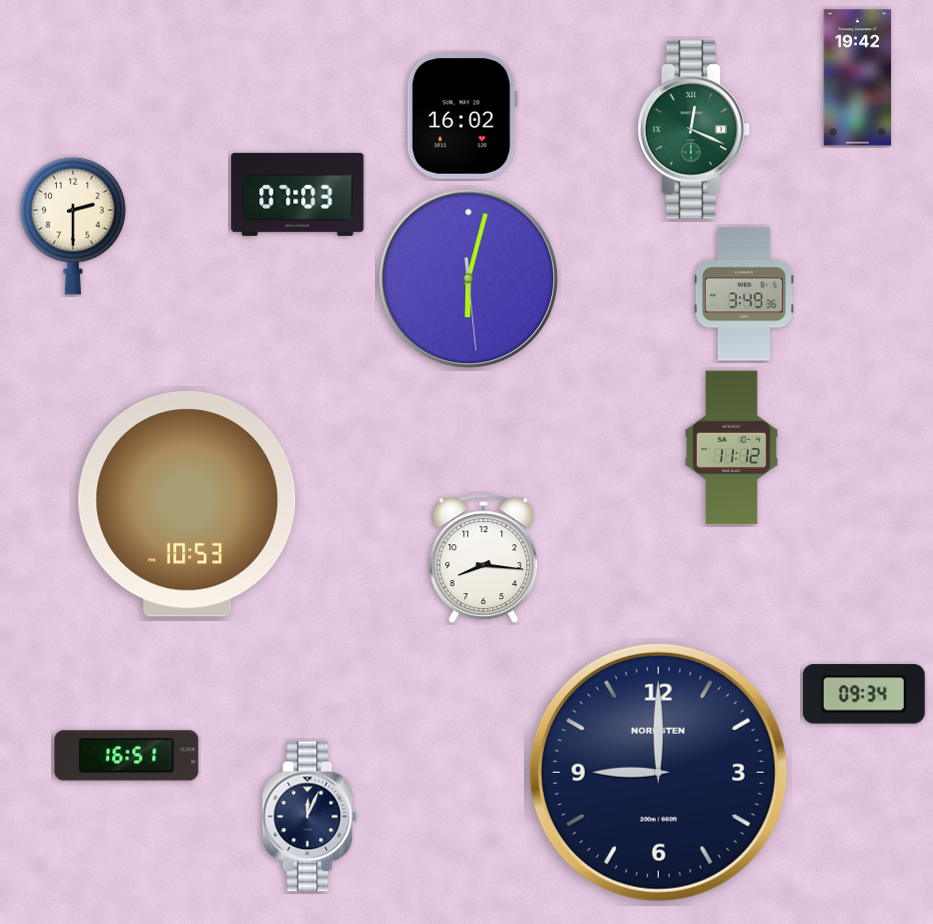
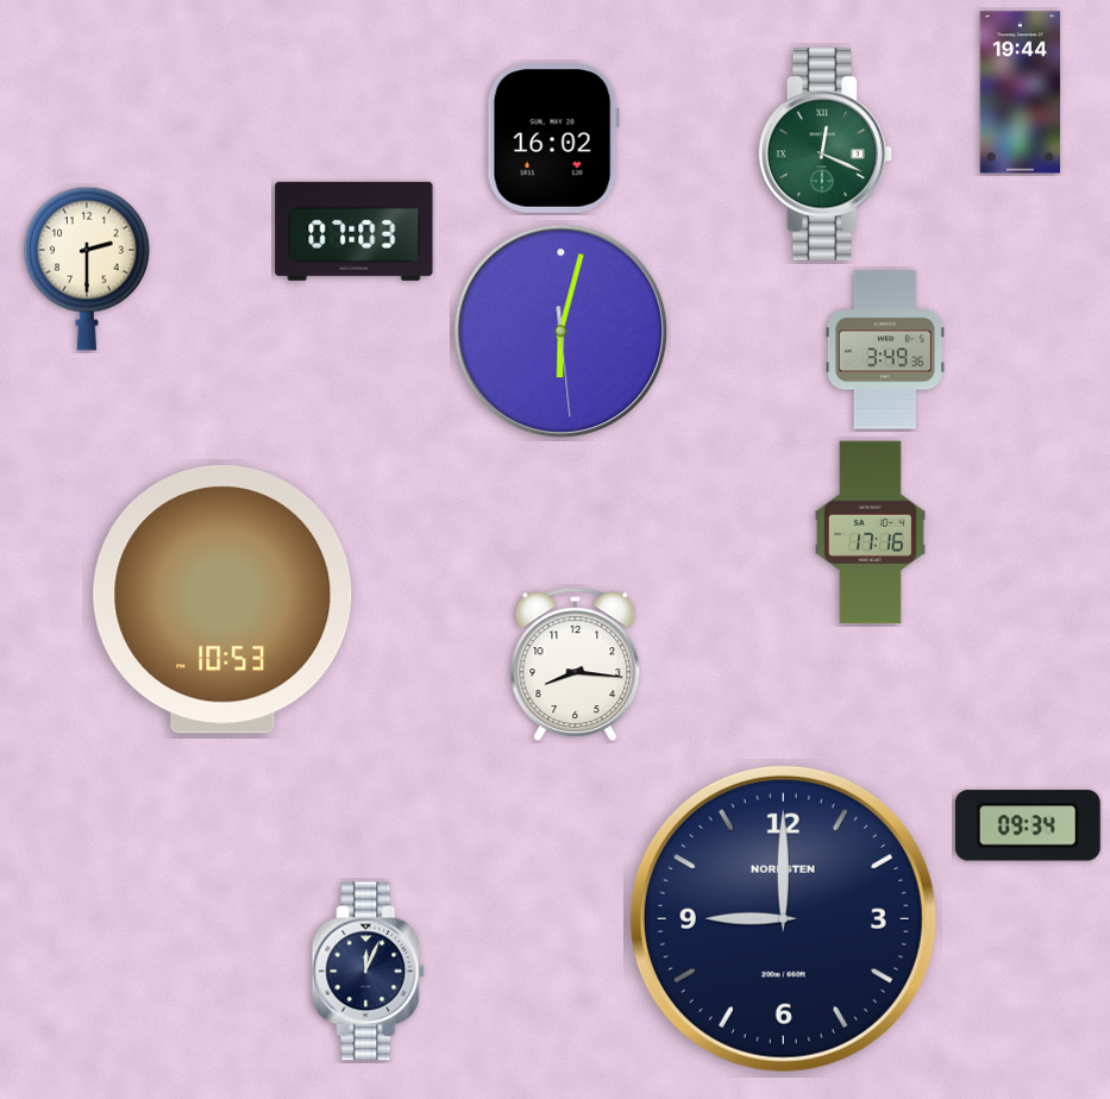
clock at (858, 78): 19:42 -> 19:44
clock at (462, 117) position: (462, 117) -> (553, 139)
clock at (469, 279) position: (469, 279) -> (562, 332)
clock at (731, 448): 11:12 -> 17:16
clock at (127, 756): 16:51 -> none
